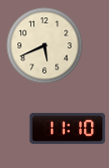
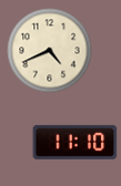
clock at (45, 46): 5:41 -> 4:41
